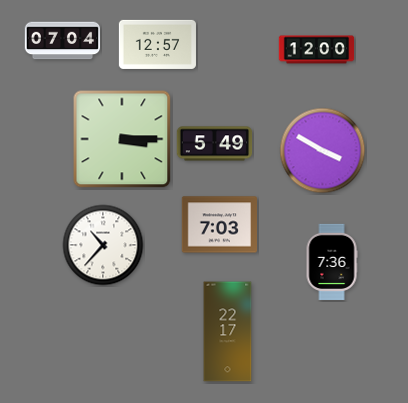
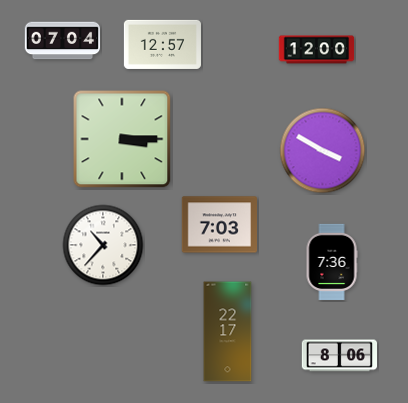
clock at (157, 44) position: (157, 44) -> (162, 44)
clock at (215, 144): 5:49 -> none
clock at (340, 356): none -> 8:06
